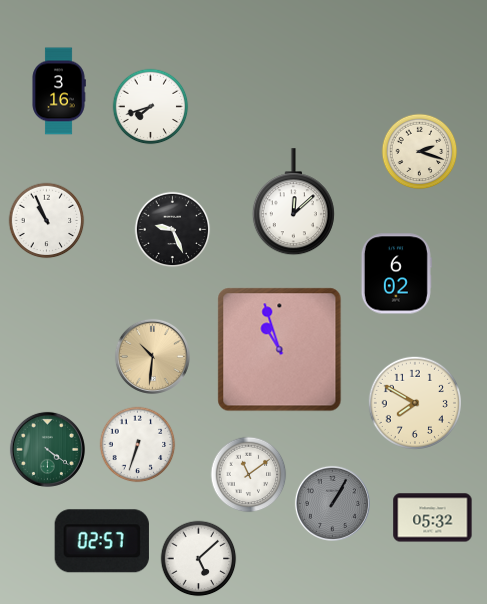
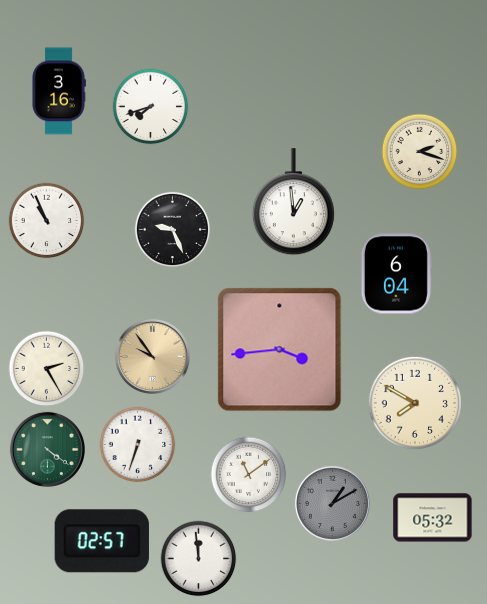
clock at (293, 202): 12:08 -> 12:59
clock at (396, 274): 6:02 -> 6:04
clock at (280, 350): 10:57 -> 3:44
clock at (152, 356): 10:31 -> 9:54
clock at (47, 369): none -> 2:25
clock at (332, 503): 1:05 -> 1:10
clock at (199, 559): 5:08 -> 11:59
